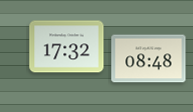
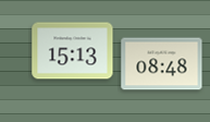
clock at (67, 47): 17:32 -> 15:13
